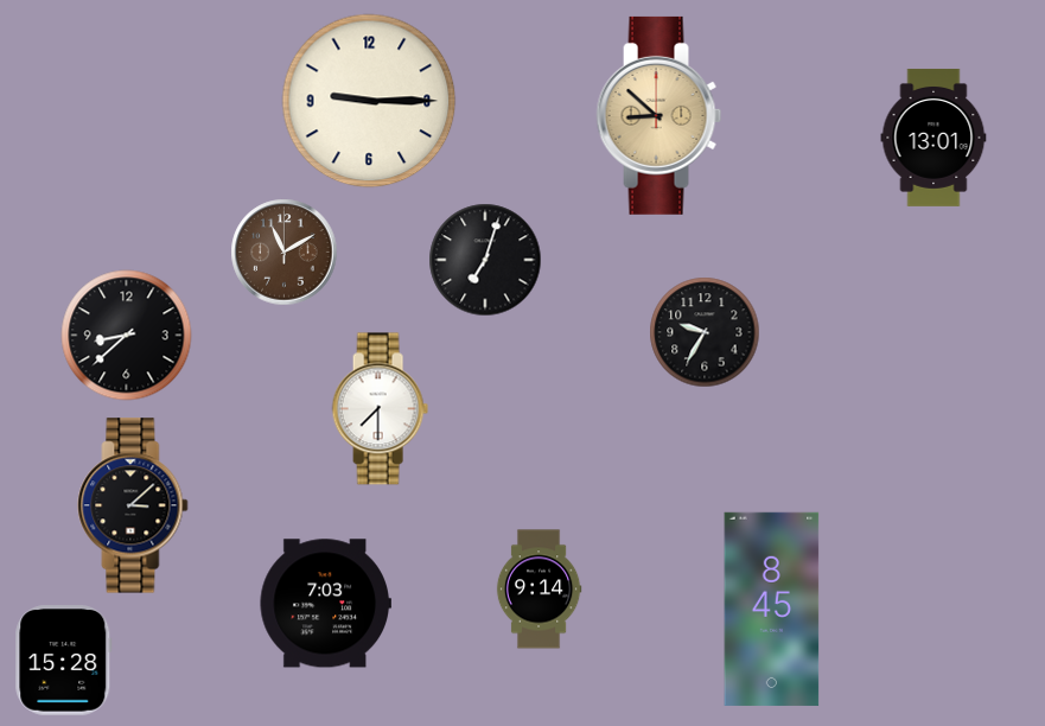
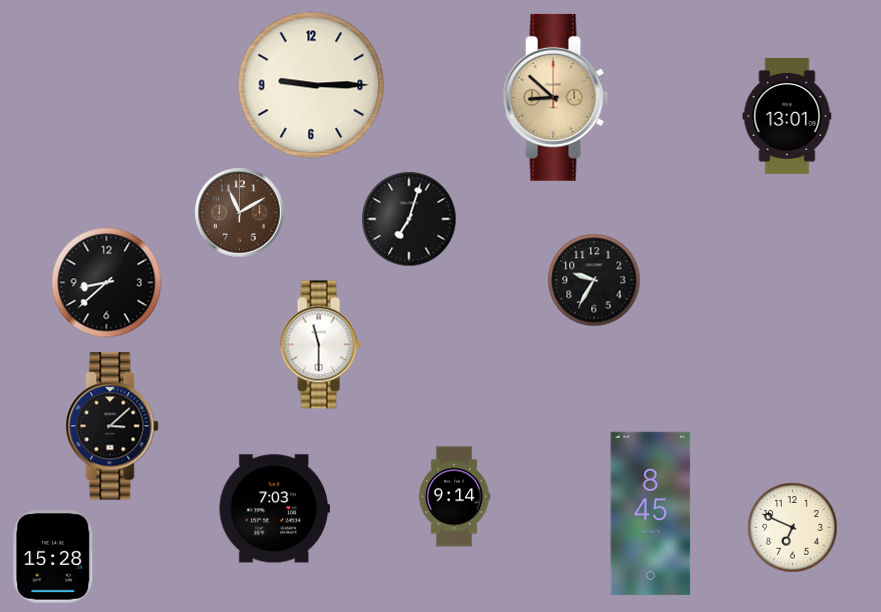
clock at (380, 409): 7:30 -> 11:30
clock at (793, 528): none -> 6:49
